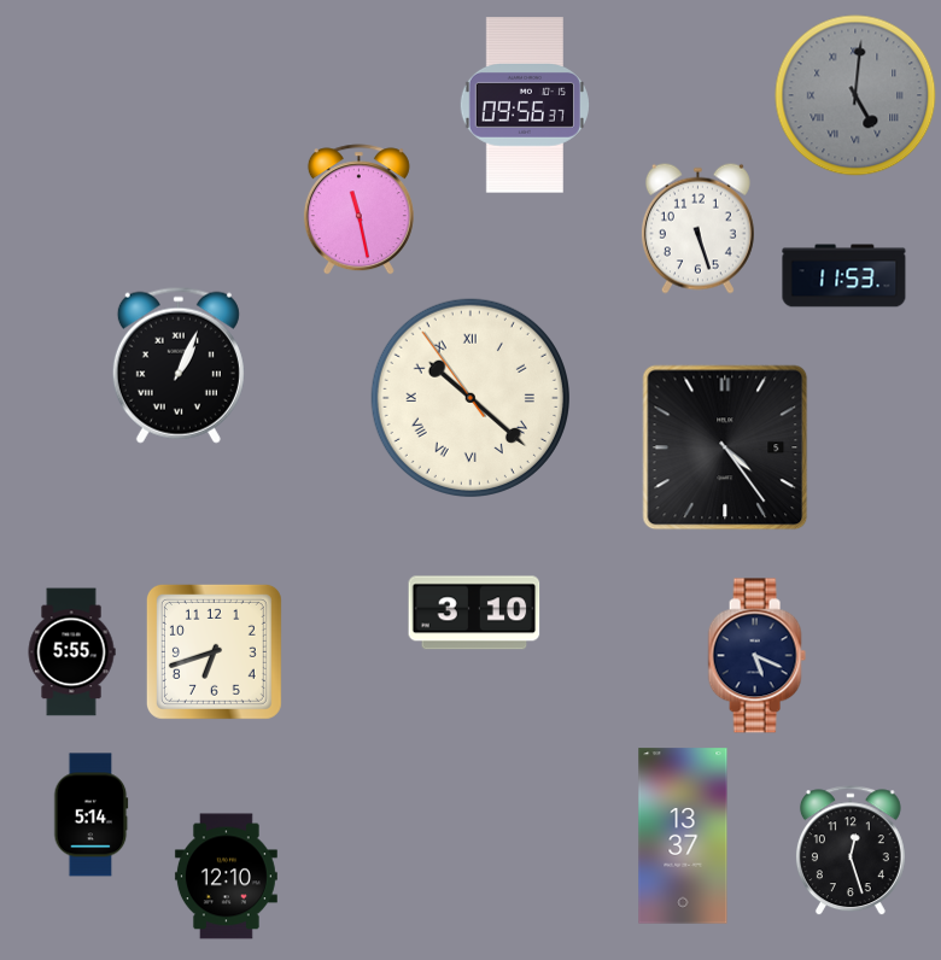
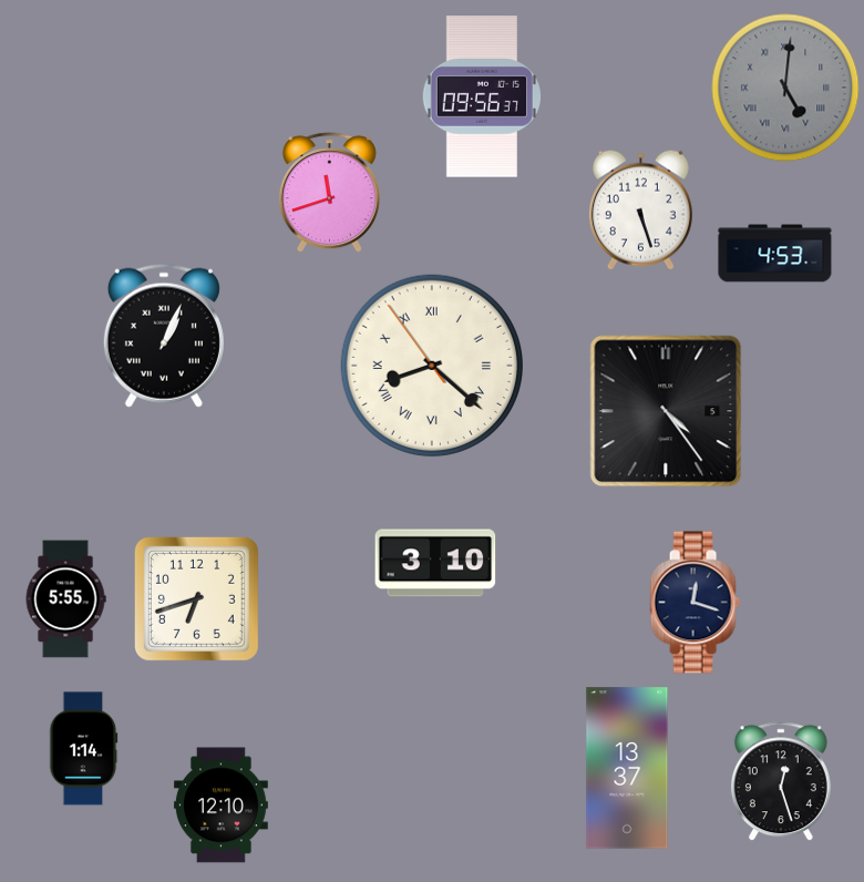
clock at (358, 210): 11:28 -> 11:42
clock at (844, 276): 11:53 -> 4:53
clock at (470, 398): 10:21 -> 8:21
clock at (756, 656): 5:19 -> 12:18
clock at (92, 815): 5:14 -> 1:14
clock at (226, 877) position: (226, 877) -> (220, 806)
